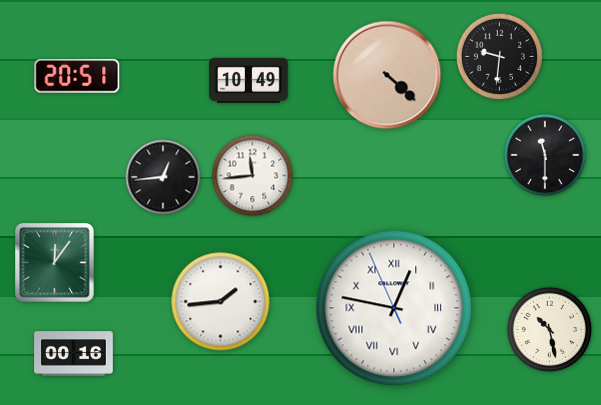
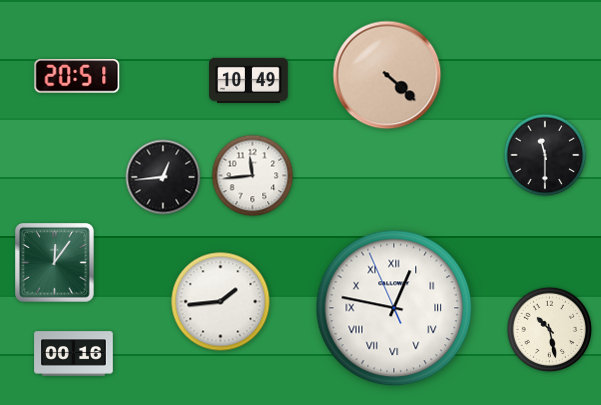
clock at (499, 56): 9:31 -> none
